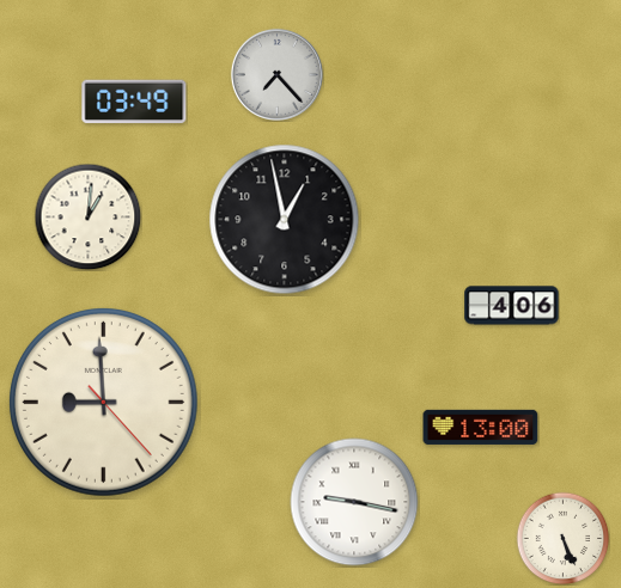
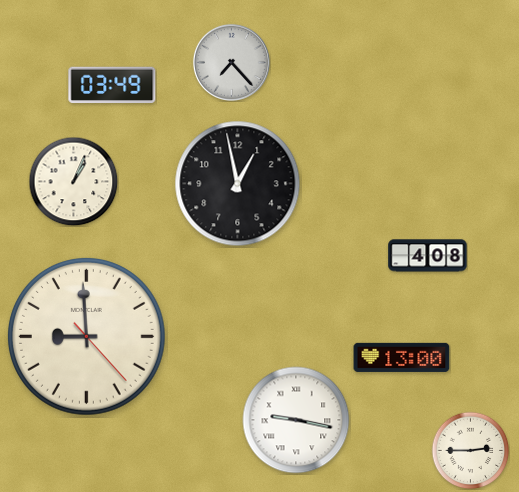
clock at (87, 216): 1:01 -> 1:04
clock at (512, 306): 4:06 -> 4:08
clock at (562, 538): 5:26 -> 2:45
